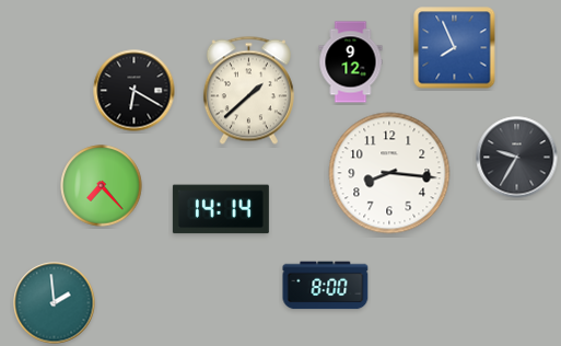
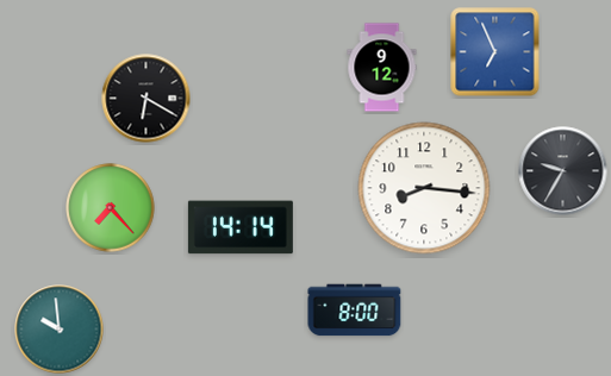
clock at (455, 48): 7:56 -> 6:56
clock at (248, 91): 1:38 -> none
clock at (102, 186) position: (102, 186) -> (111, 208)
clock at (55, 303): 1:59 -> 9:59
